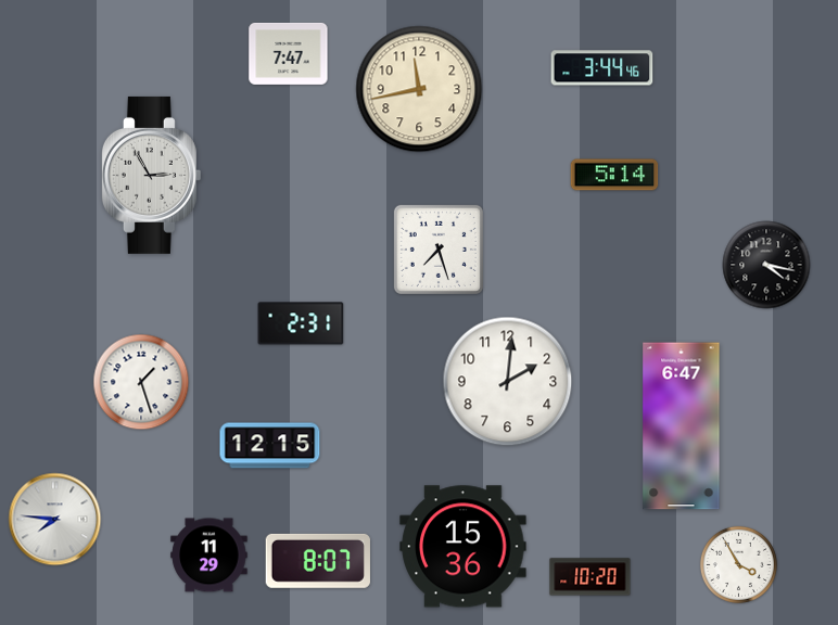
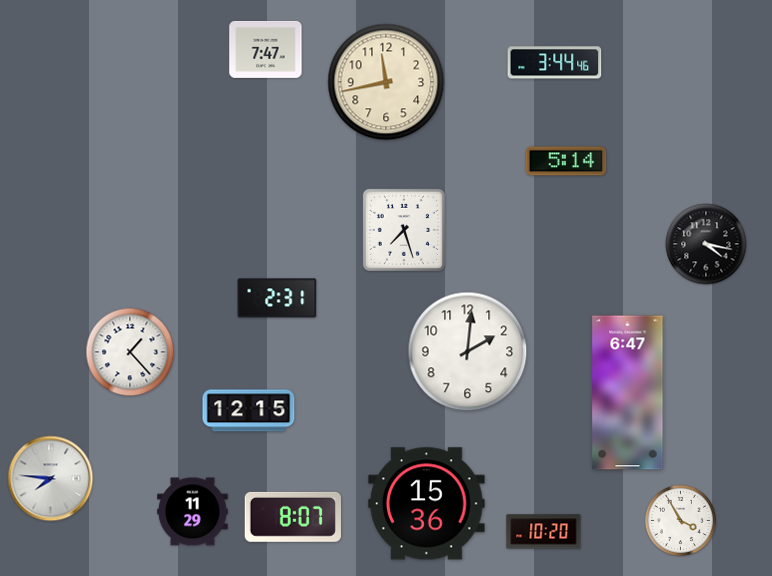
clock at (151, 175): 2:55 -> none
clock at (141, 382): 1:27 -> 1:23
